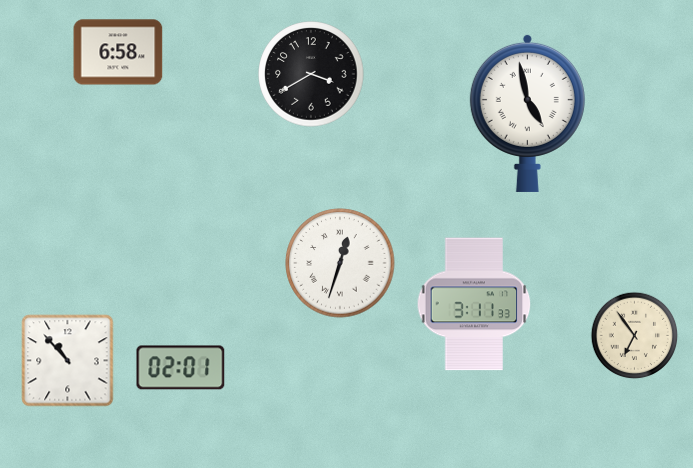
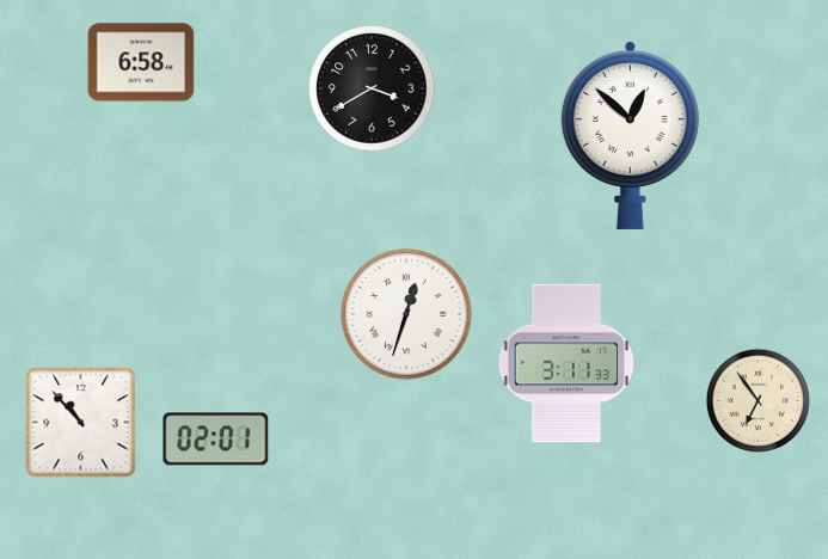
clock at (527, 113): 4:58 -> 12:52
clock at (68, 361) position: (68, 361) -> (81, 423)
